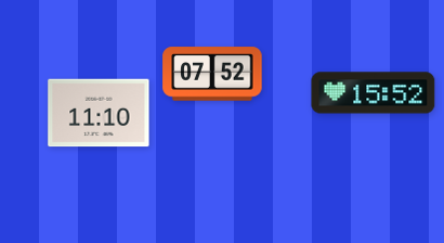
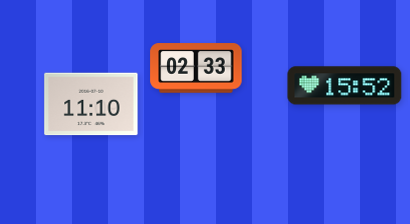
clock at (212, 74): 07:52 -> 02:33
